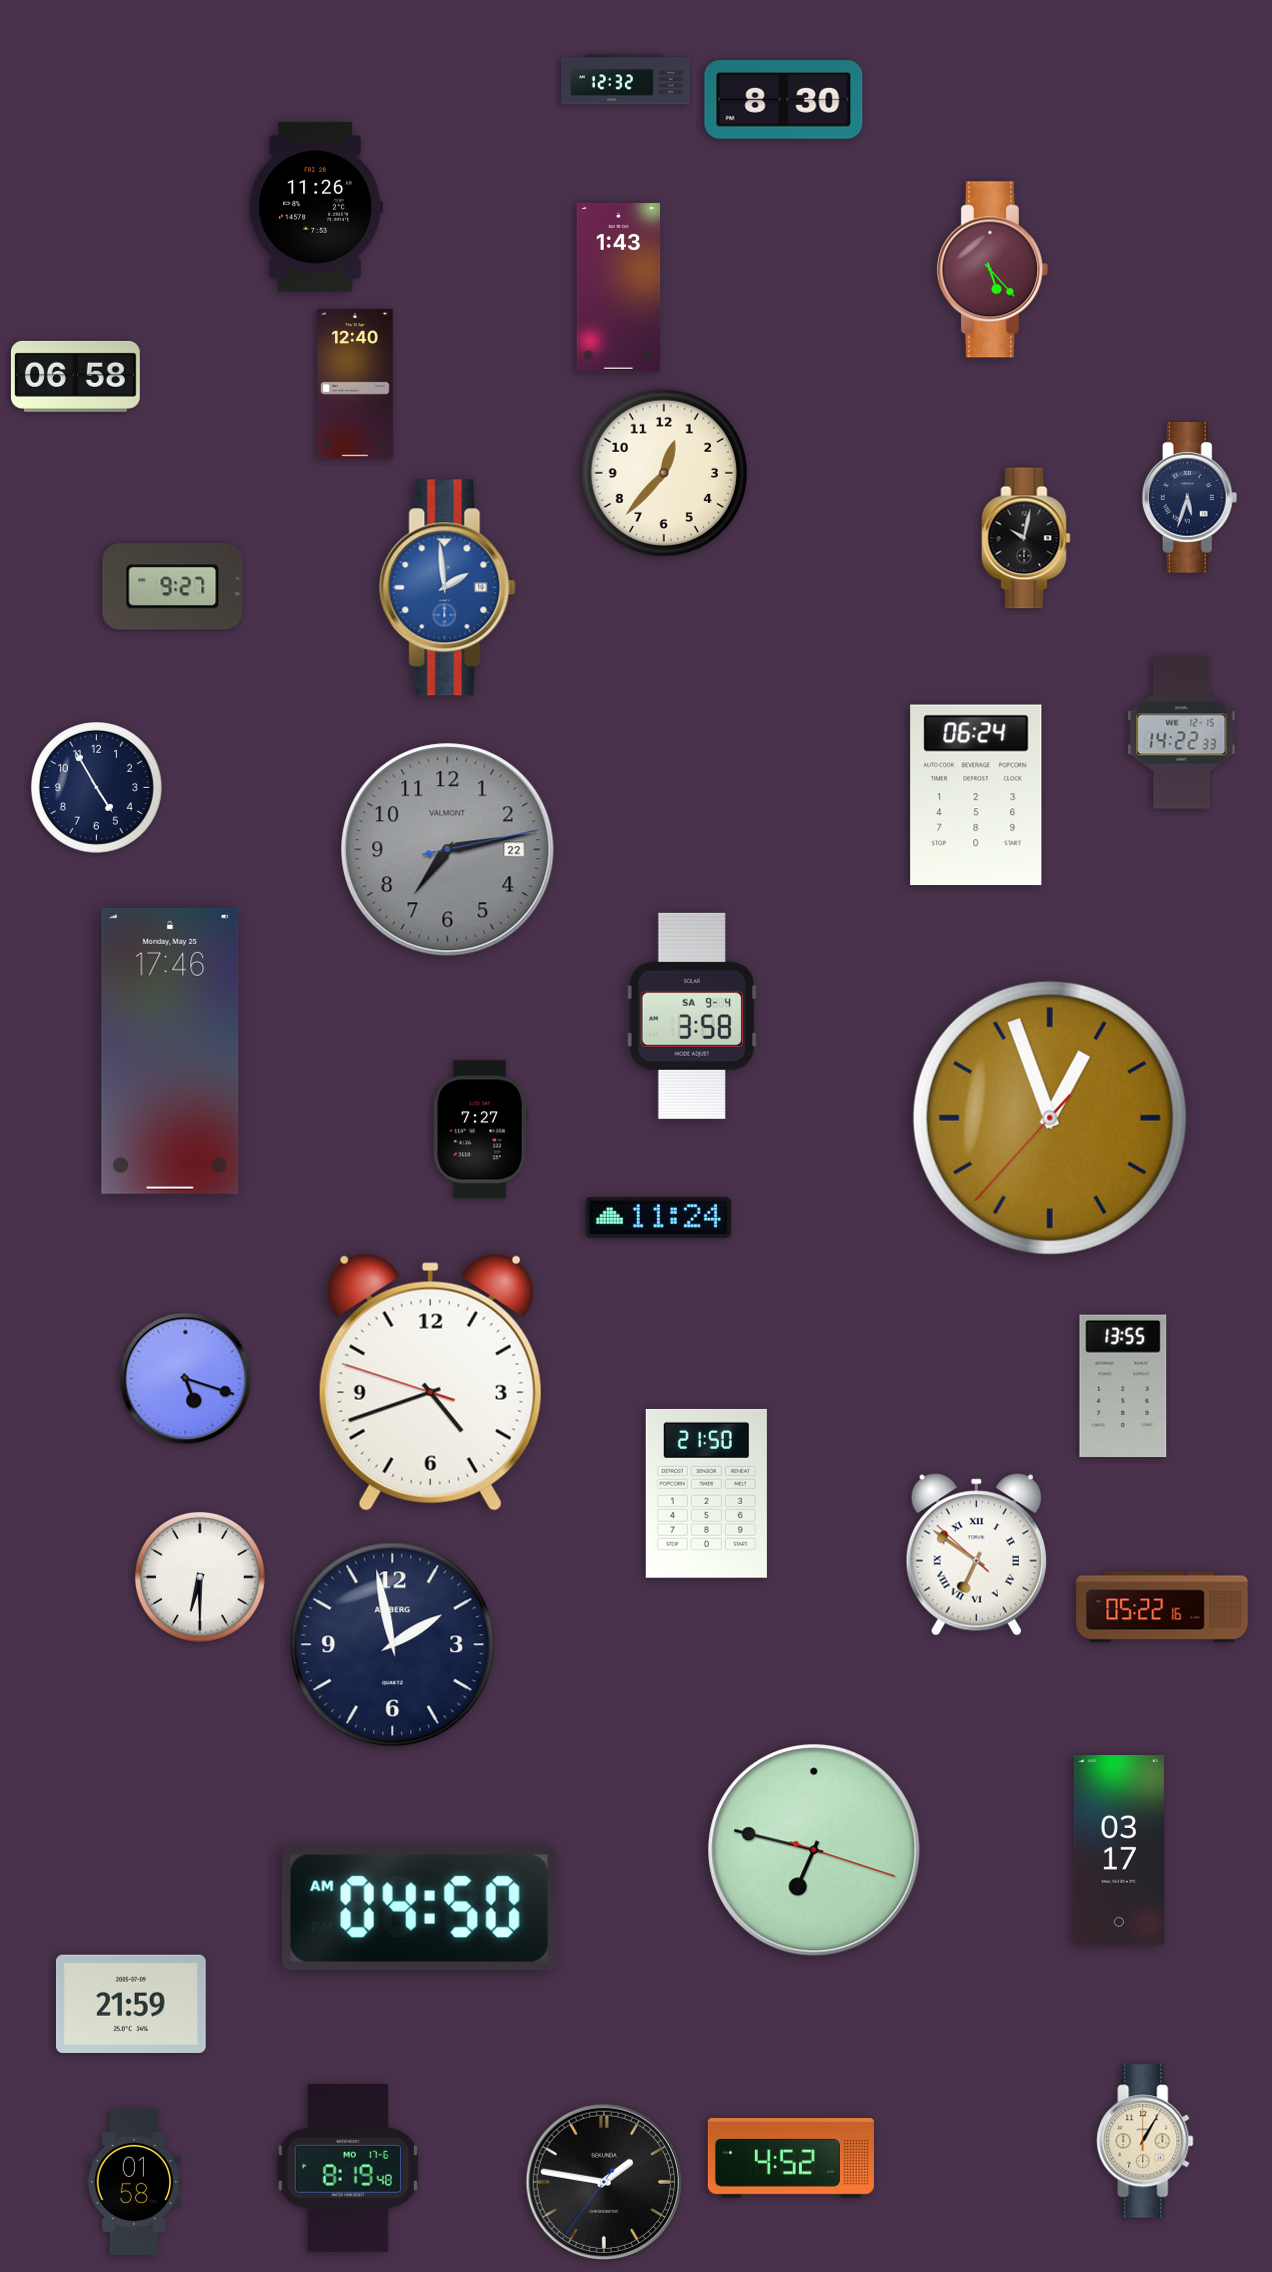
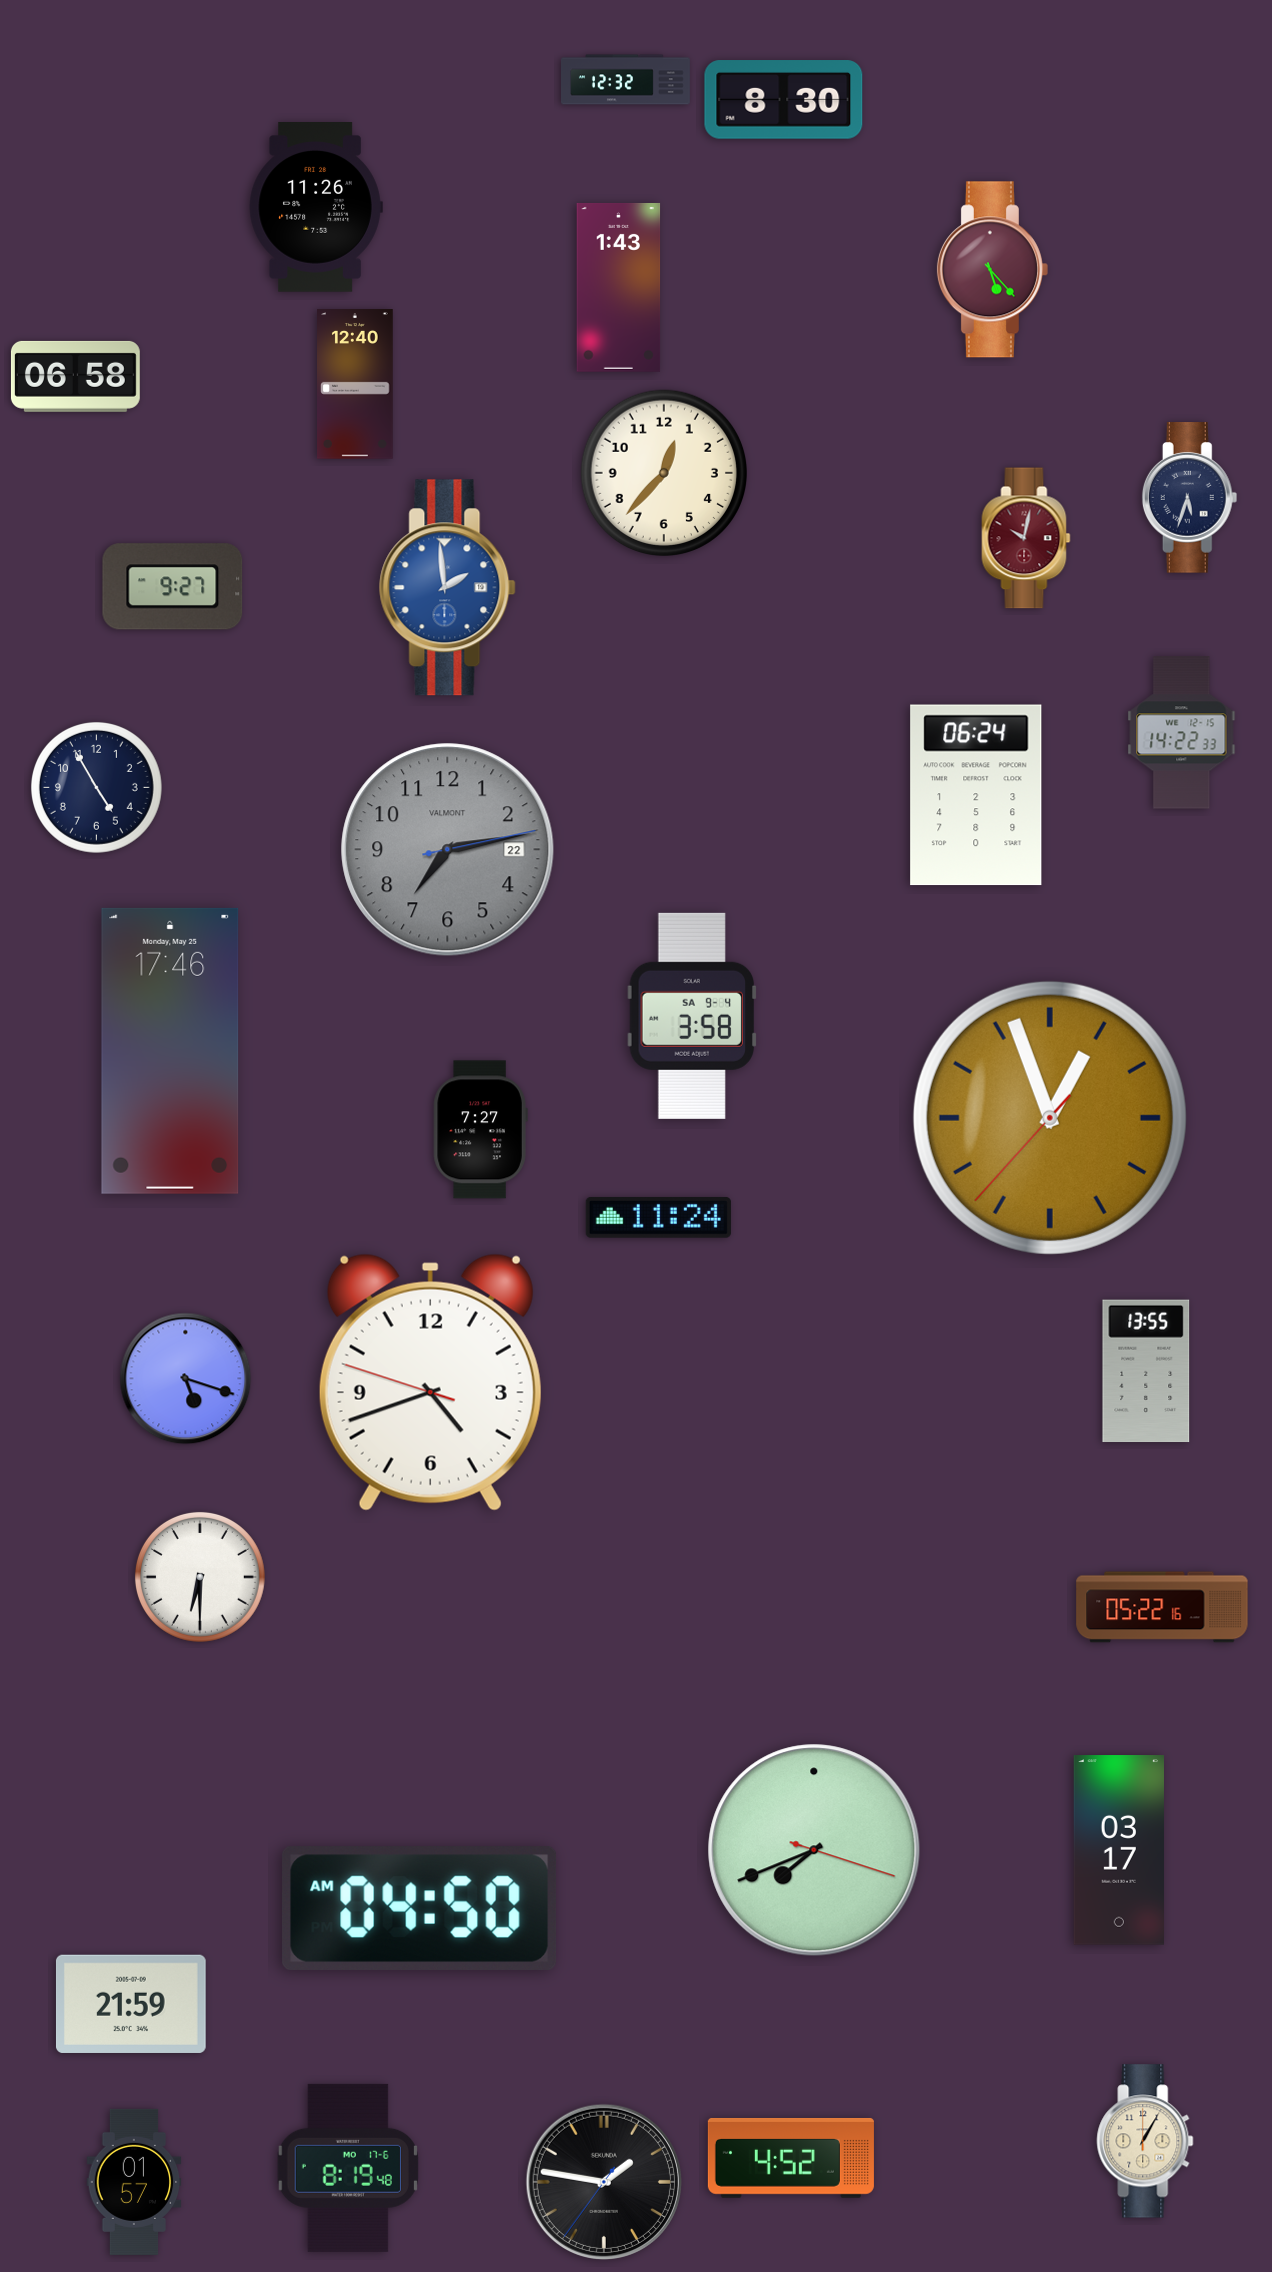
clock at (1026, 538) dial: black -> burgundy
clock at (1123, 1386) position: (1123, 1386) -> (1146, 1371)
clock at (706, 1493): 21:50 -> none
clock at (976, 1555): 6:50 -> none
clock at (393, 1645): 1:58 -> none
clock at (814, 1850): 6:47 -> 7:41
clock at (134, 2182): 01:58 -> 01:57
